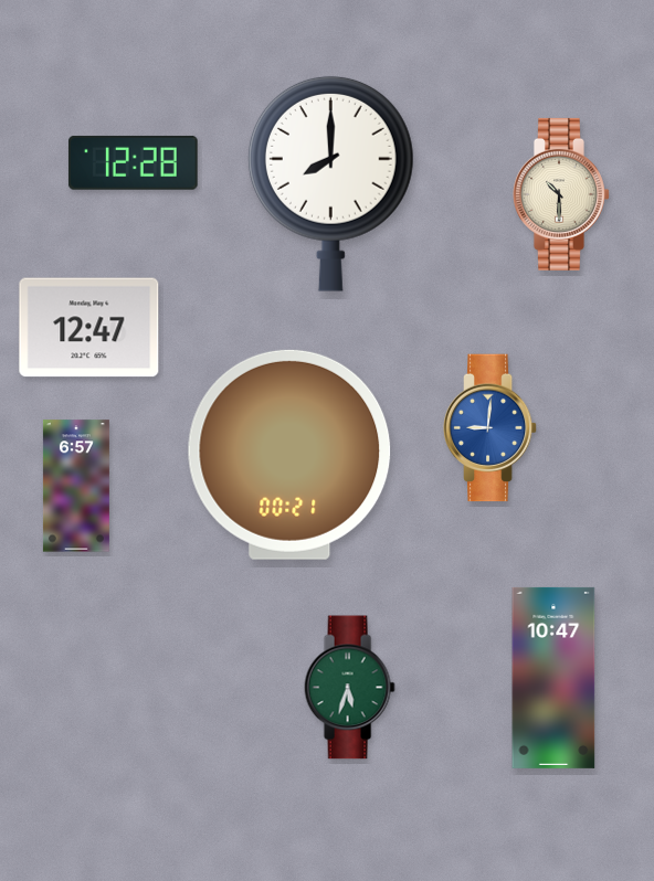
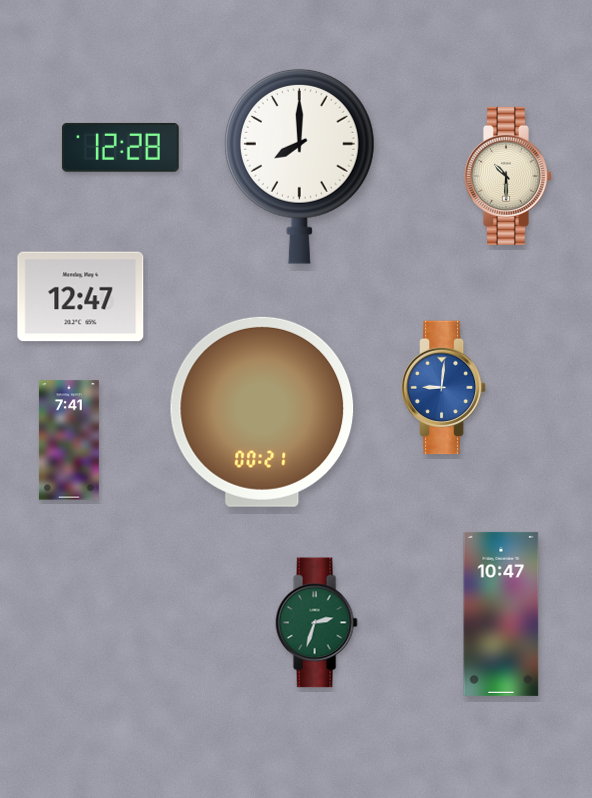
clock at (76, 486): 6:57 -> 7:41
clock at (349, 688): 5:33 -> 2:33
